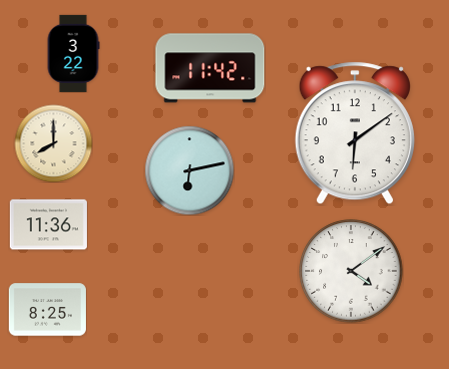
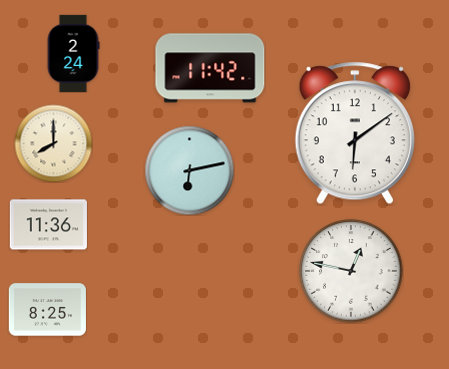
clock at (73, 53): 3:22 -> 2:24
clock at (351, 271): 4:09 -> 12:47
